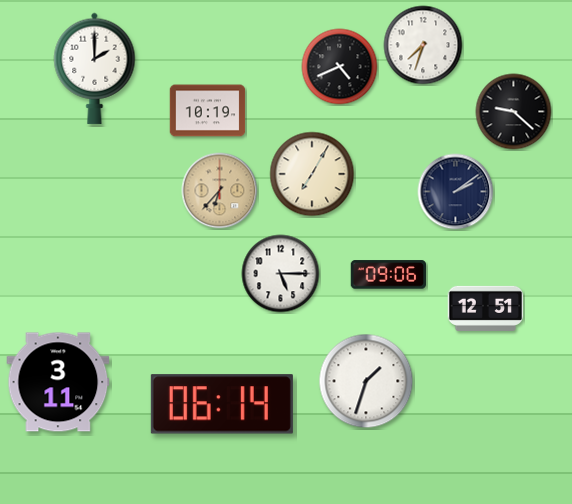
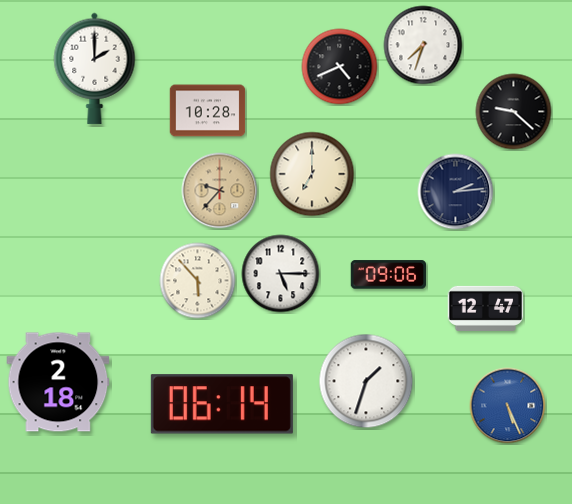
clock at (208, 111): 10:19 -> 10:28
clock at (312, 174): 7:05 -> 7:00
clock at (220, 191): 6:37 -> 9:37
clock at (456, 192): 2:09 -> 2:14
clock at (198, 281): none -> 5:53
clock at (486, 308): 12:51 -> 12:47
clock at (58, 382): 3:11 -> 2:18
clock at (508, 406): none -> 5:26
